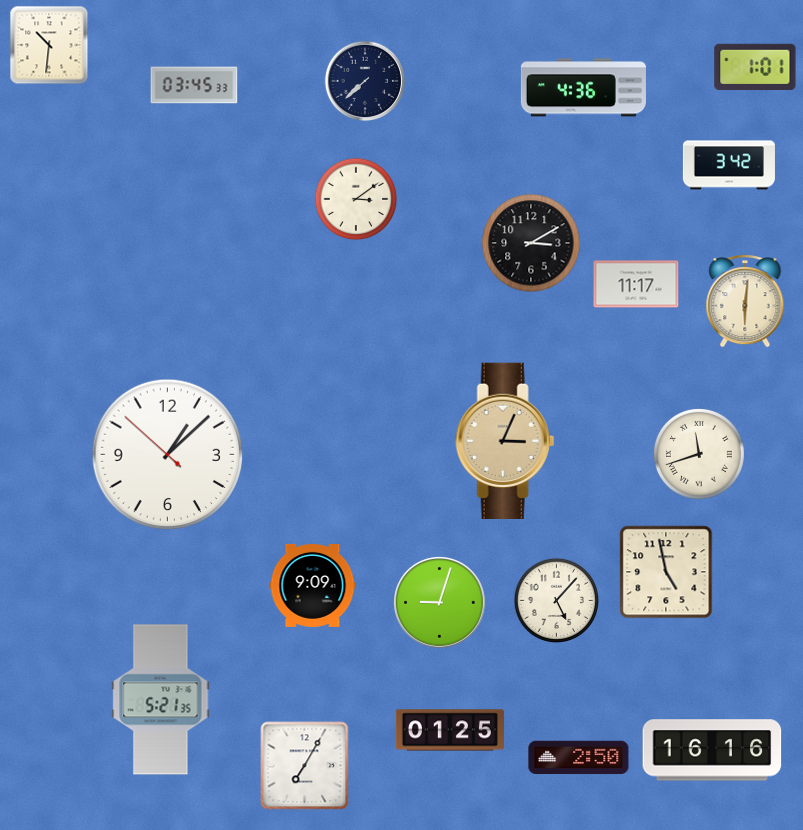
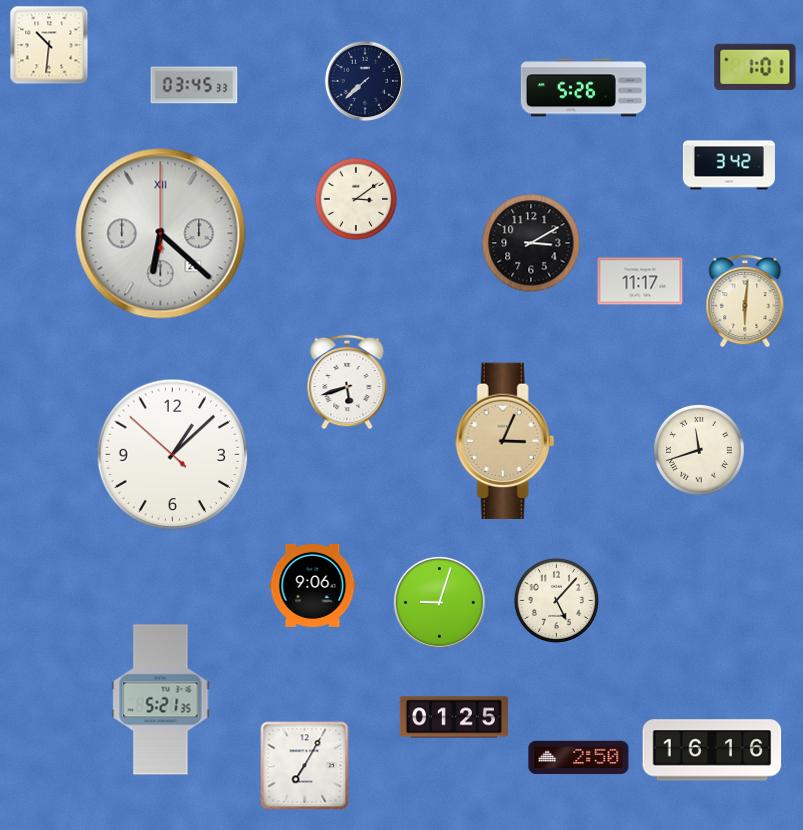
clock at (583, 88): 4:36 -> 5:26
clock at (161, 234): none -> 6:22
clock at (636, 284) position: (636, 284) -> (640, 281)
clock at (347, 382): none -> 5:42
clock at (699, 454) position: (699, 454) -> (699, 450)
clock at (168, 455) position: (168, 455) -> (173, 455)
clock at (666, 572): 4:58 -> none
clock at (313, 585): 9:09 -> 9:06
clock at (450, 730) position: (450, 730) -> (454, 717)
